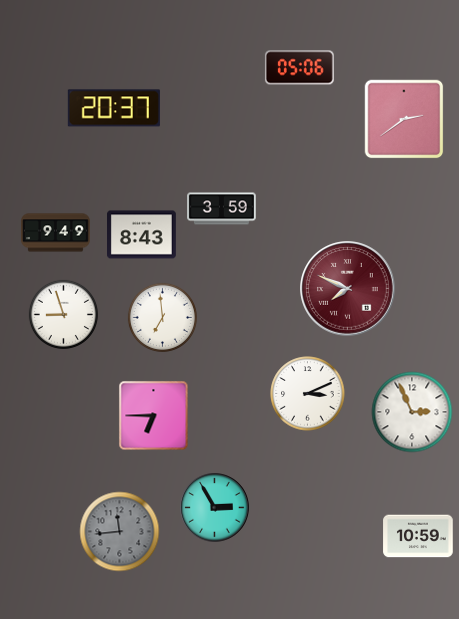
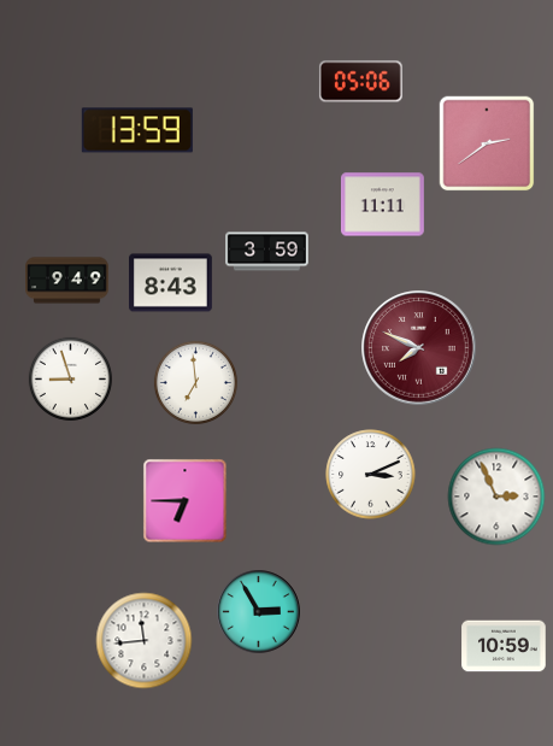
clock at (114, 108): 20:37 -> 13:59
clock at (383, 205): none -> 11:11
clock at (63, 314) position: (63, 314) -> (70, 378)
clock at (120, 532) dial: grey -> white
